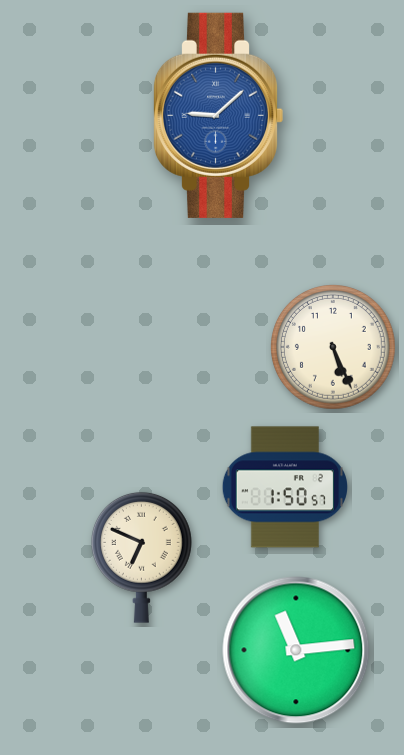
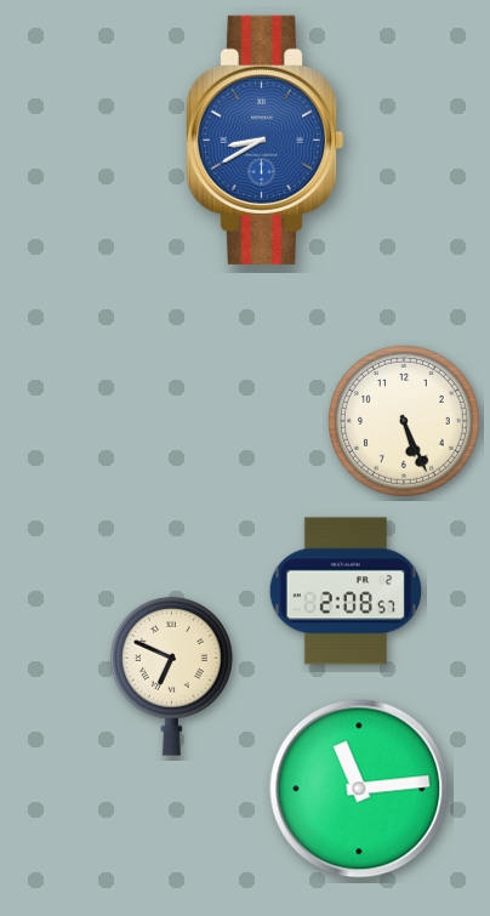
clock at (218, 115): 9:08 -> 8:40
clock at (284, 487): 1:50 -> 2:08
